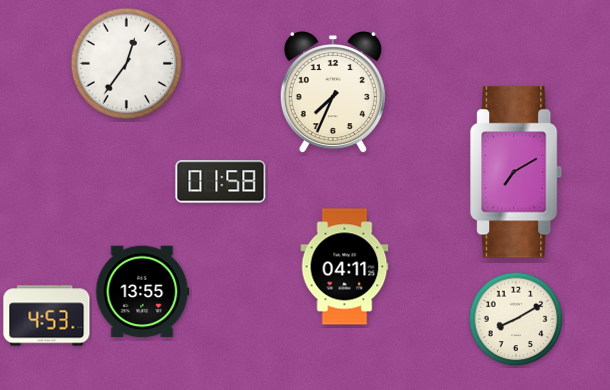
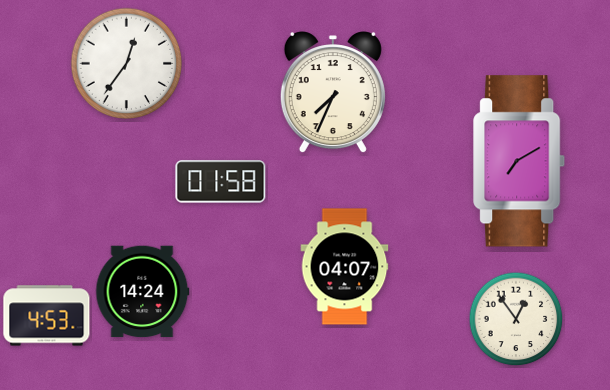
clock at (517, 172) position: (517, 172) -> (520, 161)
clock at (345, 267): 04:11 -> 04:07
clock at (143, 292): 13:55 -> 14:24
clock at (516, 319): 8:10 -> 12:54
